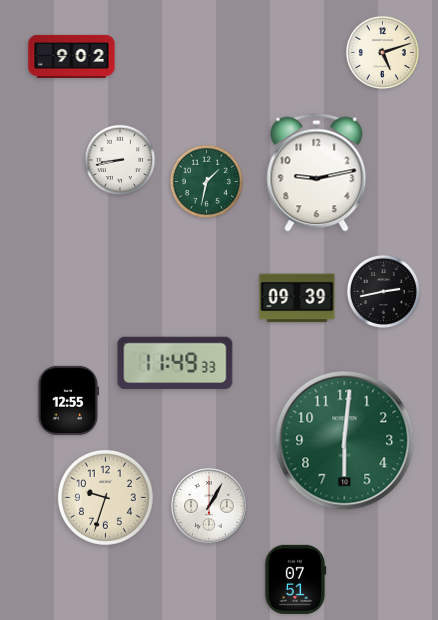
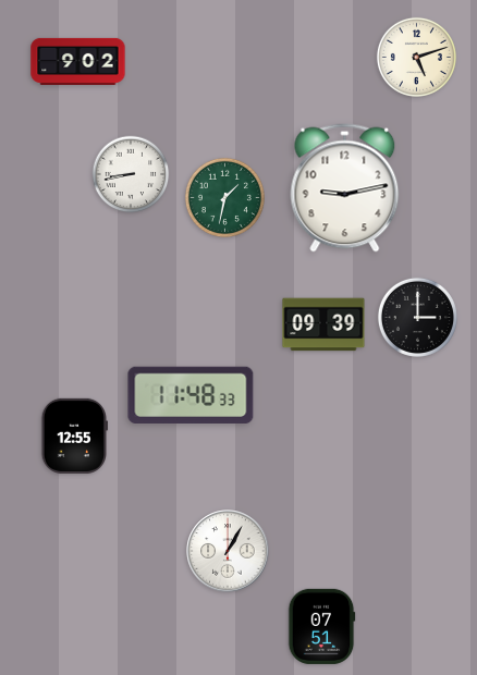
clock at (383, 291): 2:43 -> 3:00
clock at (175, 363): 11:49 -> 11:48
clock at (345, 441): 6:01 -> none
clock at (105, 497): 9:33 -> none
clock at (295, 579) position: (295, 579) -> (321, 626)
